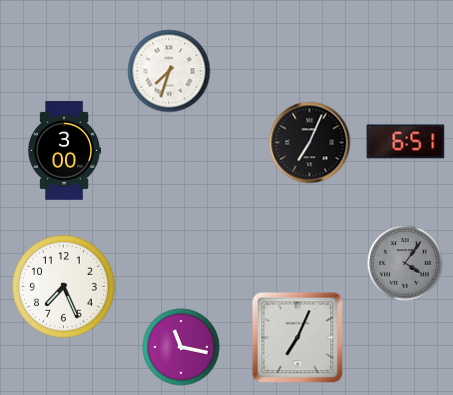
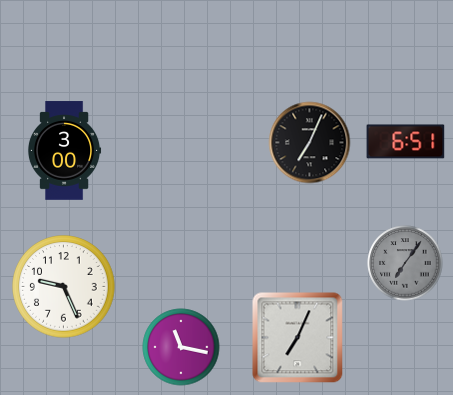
clock at (169, 71): 7:33 -> none
clock at (405, 263): 4:06 -> 7:06
clock at (64, 287): 7:26 -> 9:26
